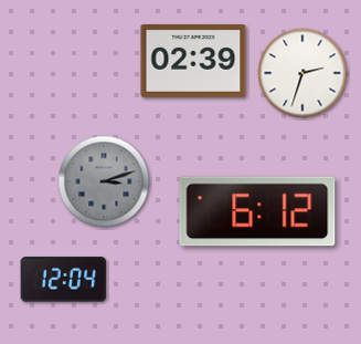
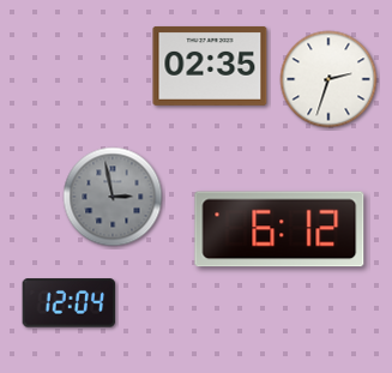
clock at (193, 61): 02:39 -> 02:35
clock at (104, 181): 3:12 -> 2:58
